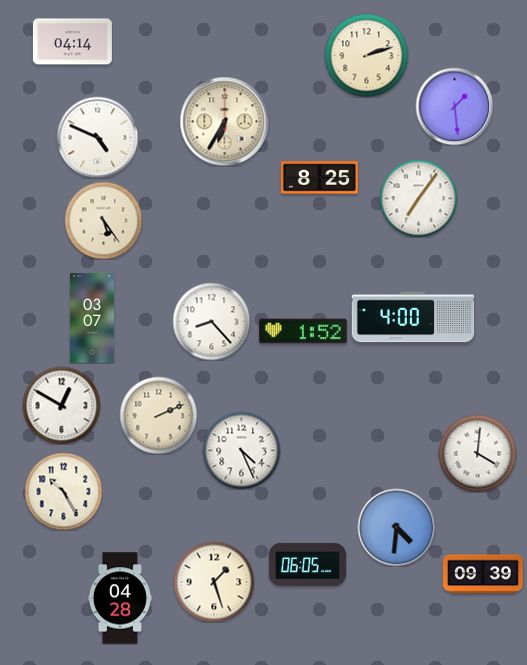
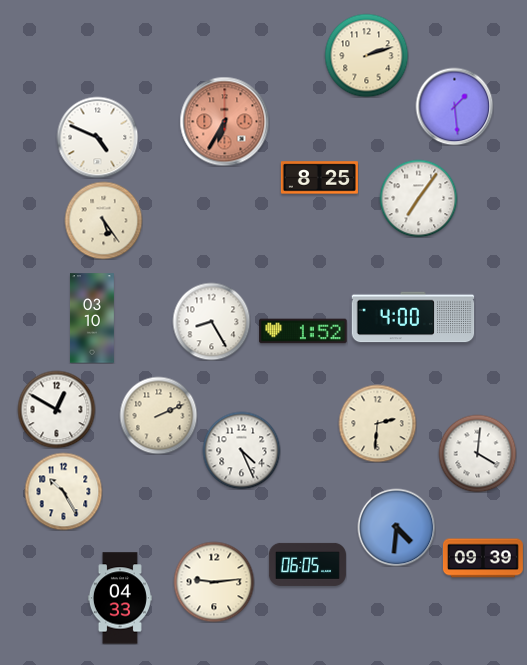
clock at (72, 42): 04:14 -> none
clock at (224, 121) dial: cream -> salmon
clock at (92, 318): 03:07 -> 03:10
clock at (211, 321): 8:23 -> 8:25
clock at (61, 405) position: (61, 405) -> (56, 409)
clock at (377, 423): none -> 2:31
clock at (483, 574) position: (483, 574) -> (483, 558)
clock at (214, 582): 1:27 -> 9:14
clock at (120, 598): 04:28 -> 04:33
